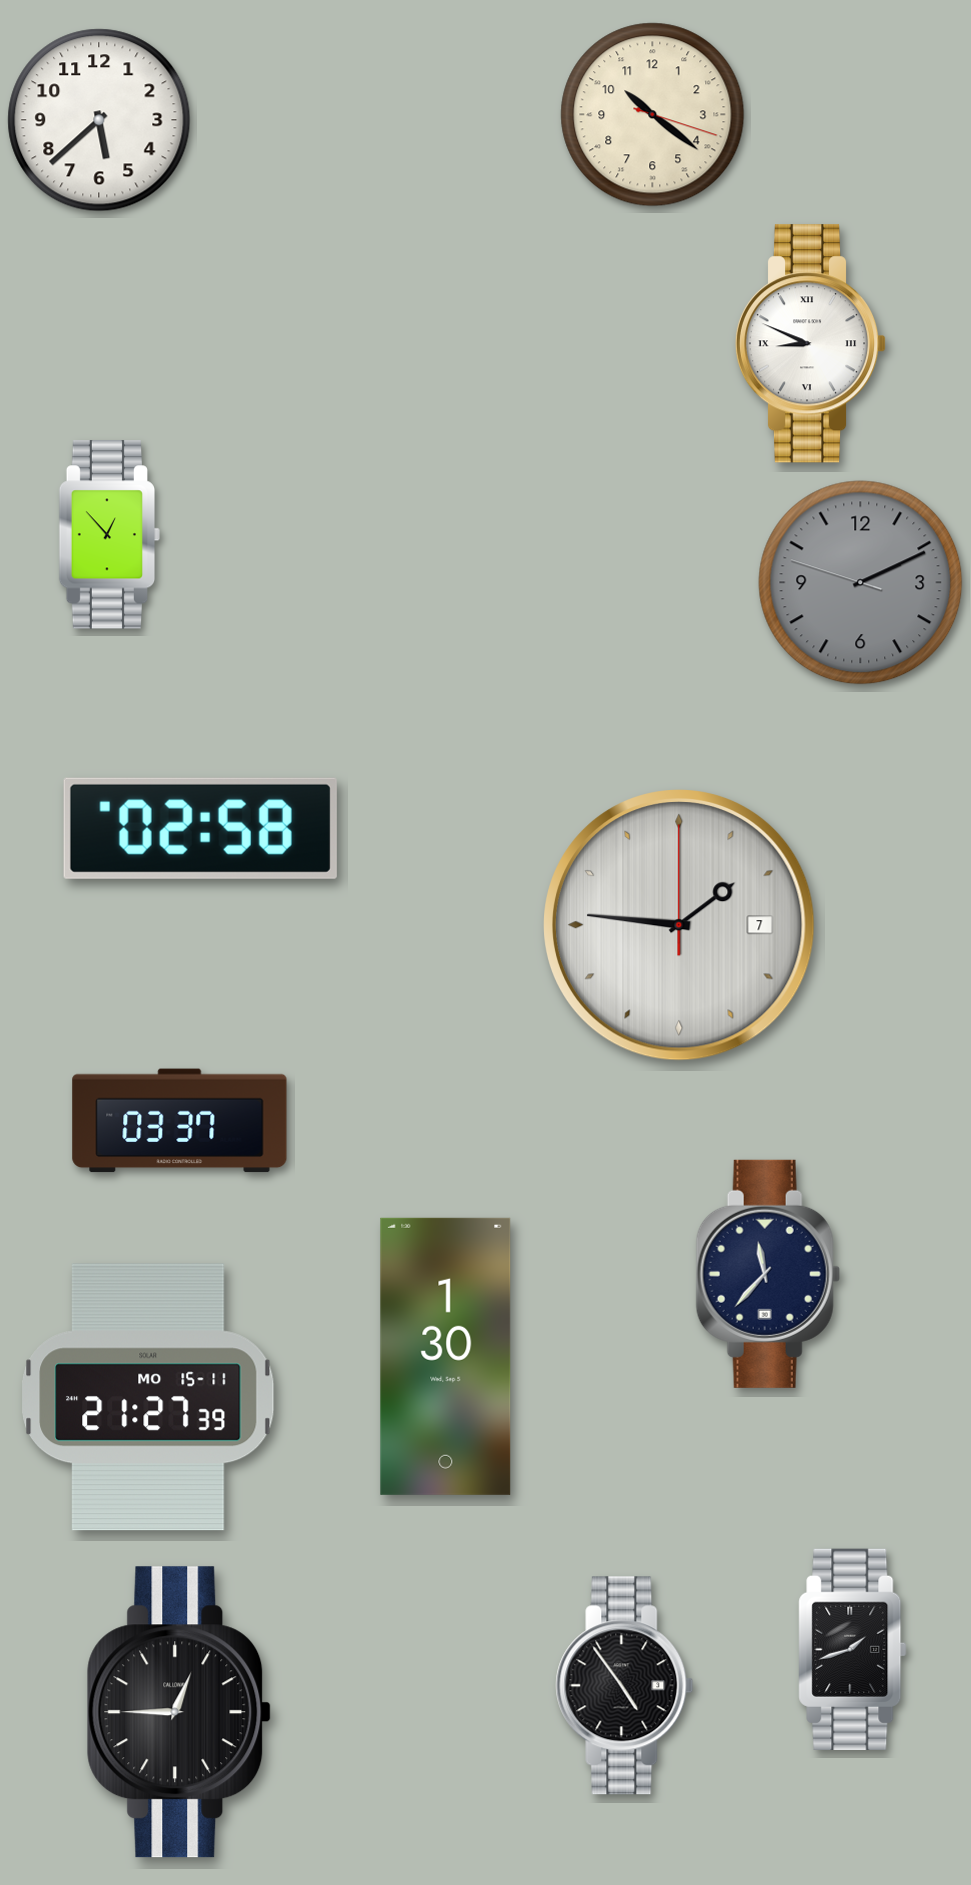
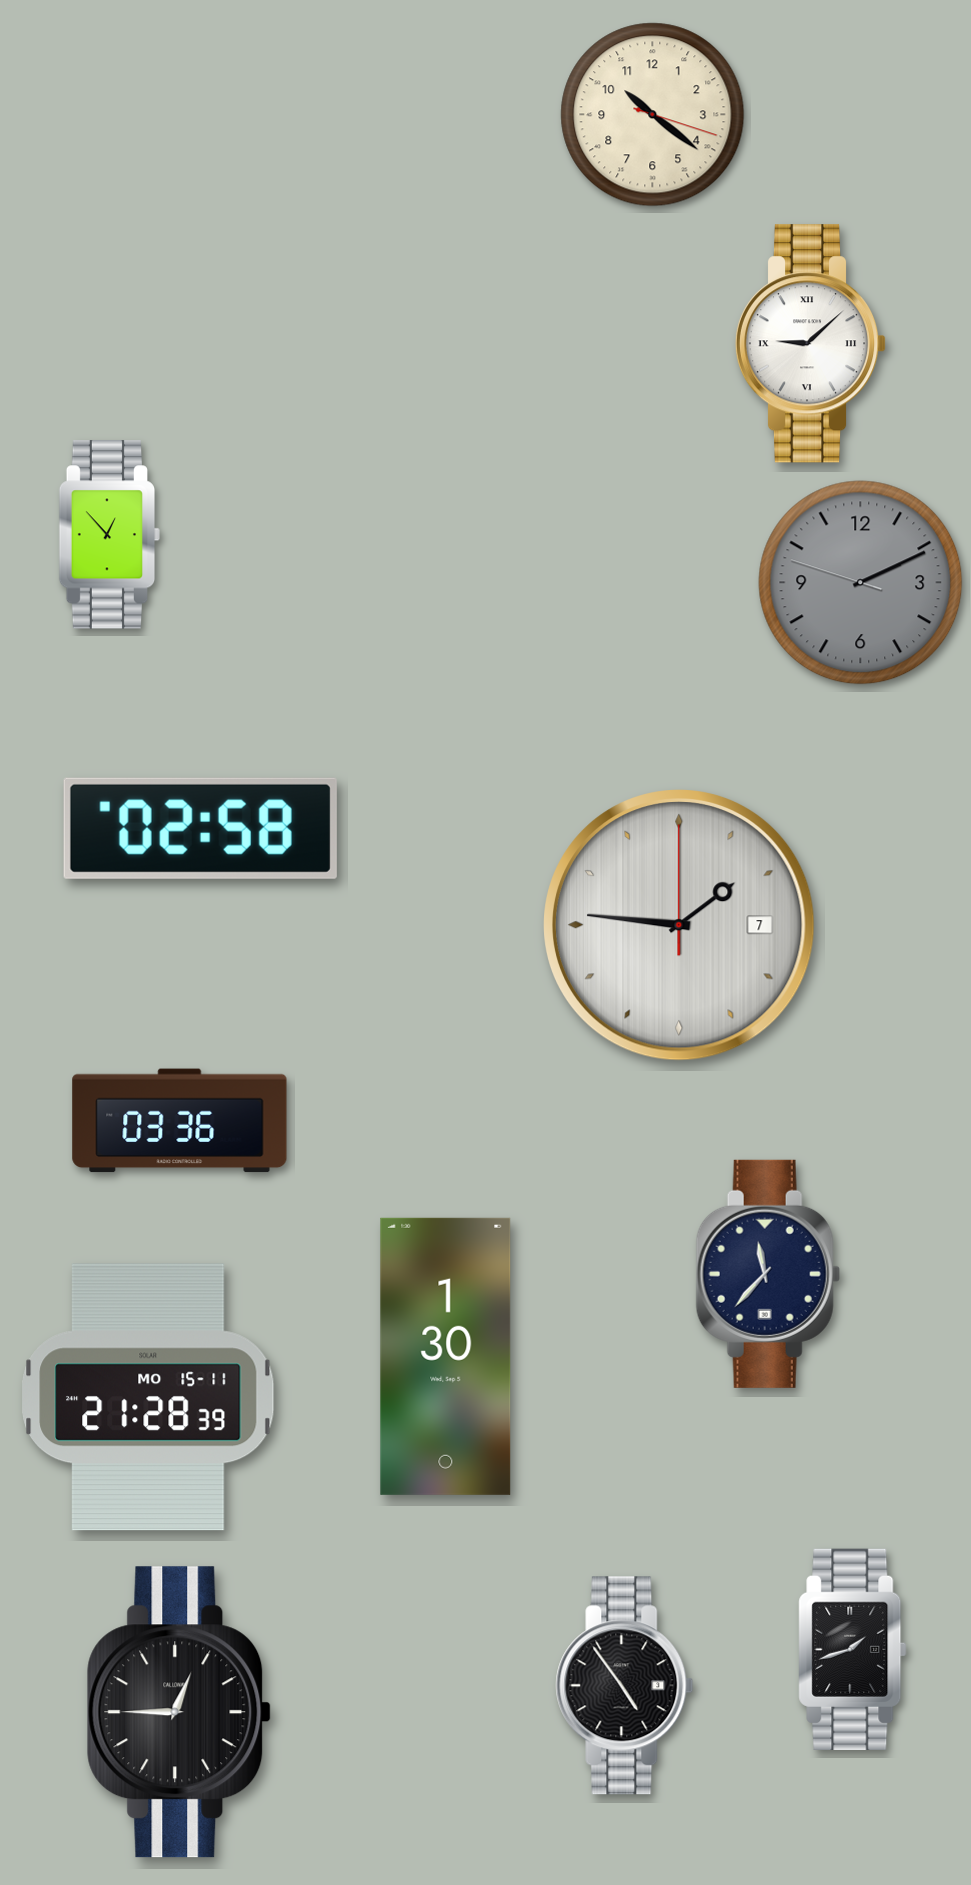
clock at (99, 120): 5:38 -> none
clock at (811, 344): 8:49 -> 9:08
clock at (180, 1121): 03:37 -> 03:36
clock at (148, 1397): 21:27 -> 21:28
